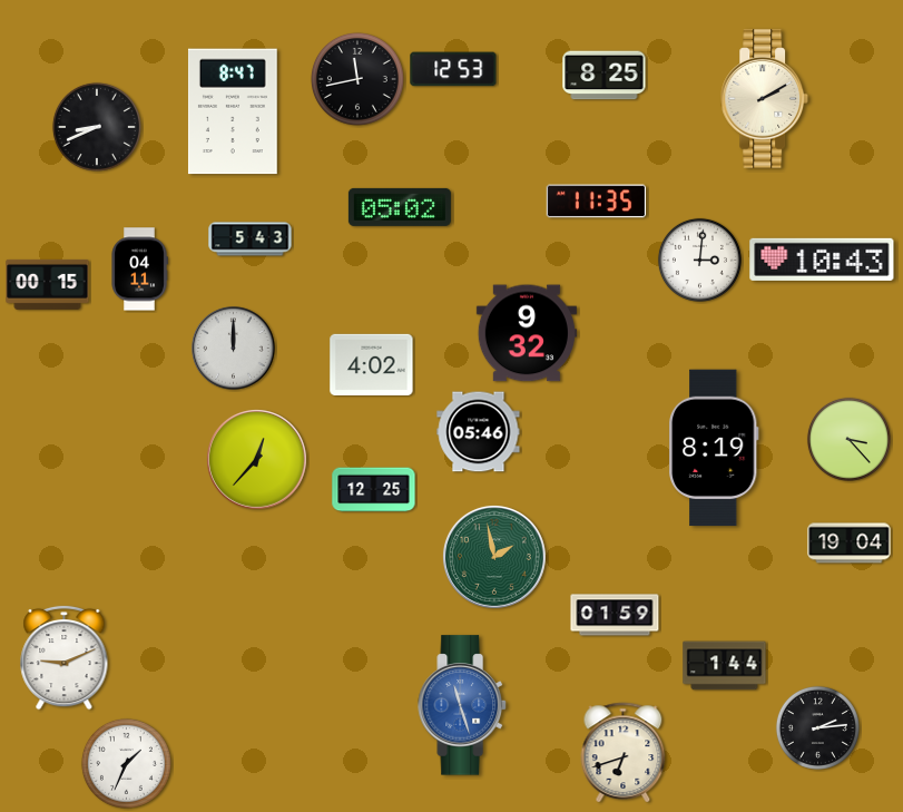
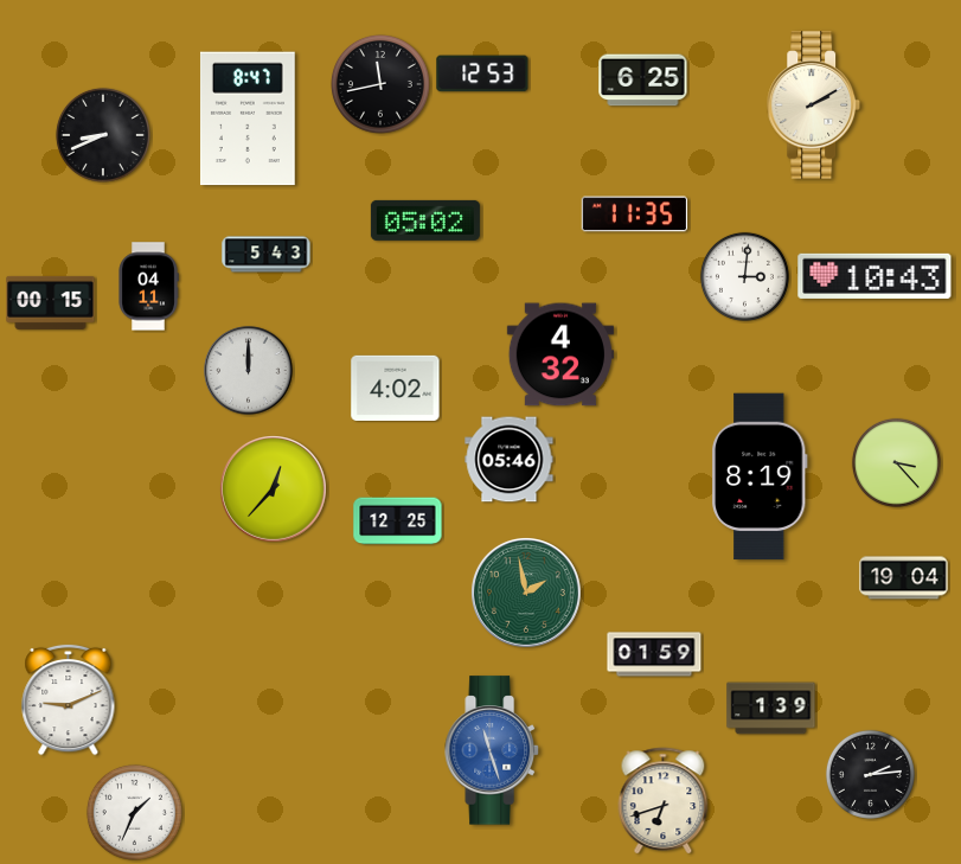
clock at (605, 76): 8:25 -> 6:25
clock at (527, 333): 9:32 -> 4:32
clock at (848, 439) position: (848, 439) -> (896, 462)
clock at (725, 666): 1:44 -> 1:39
